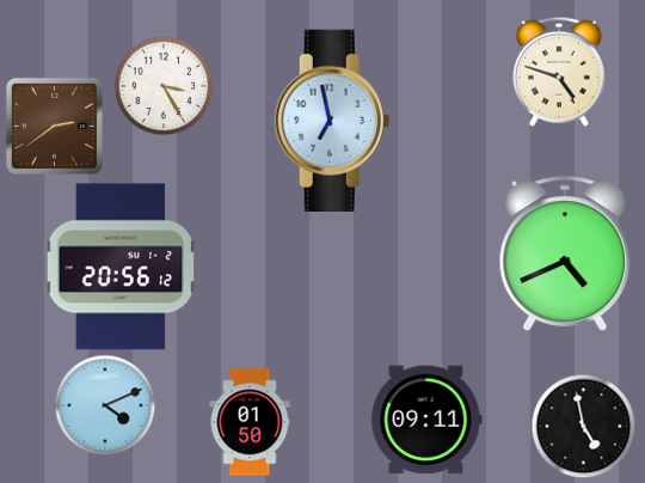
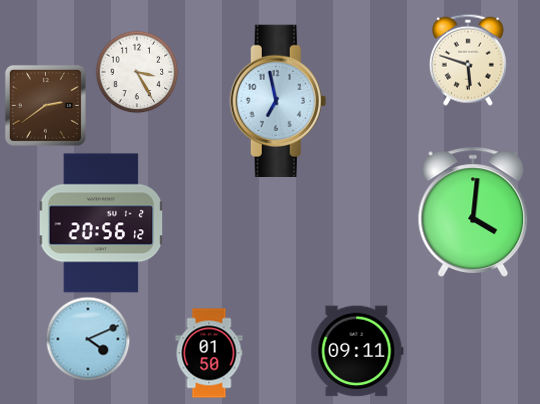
clock at (559, 72): 4:48 -> 5:48
clock at (565, 252): 4:41 -> 4:01
clock at (583, 426): 4:58 -> none
